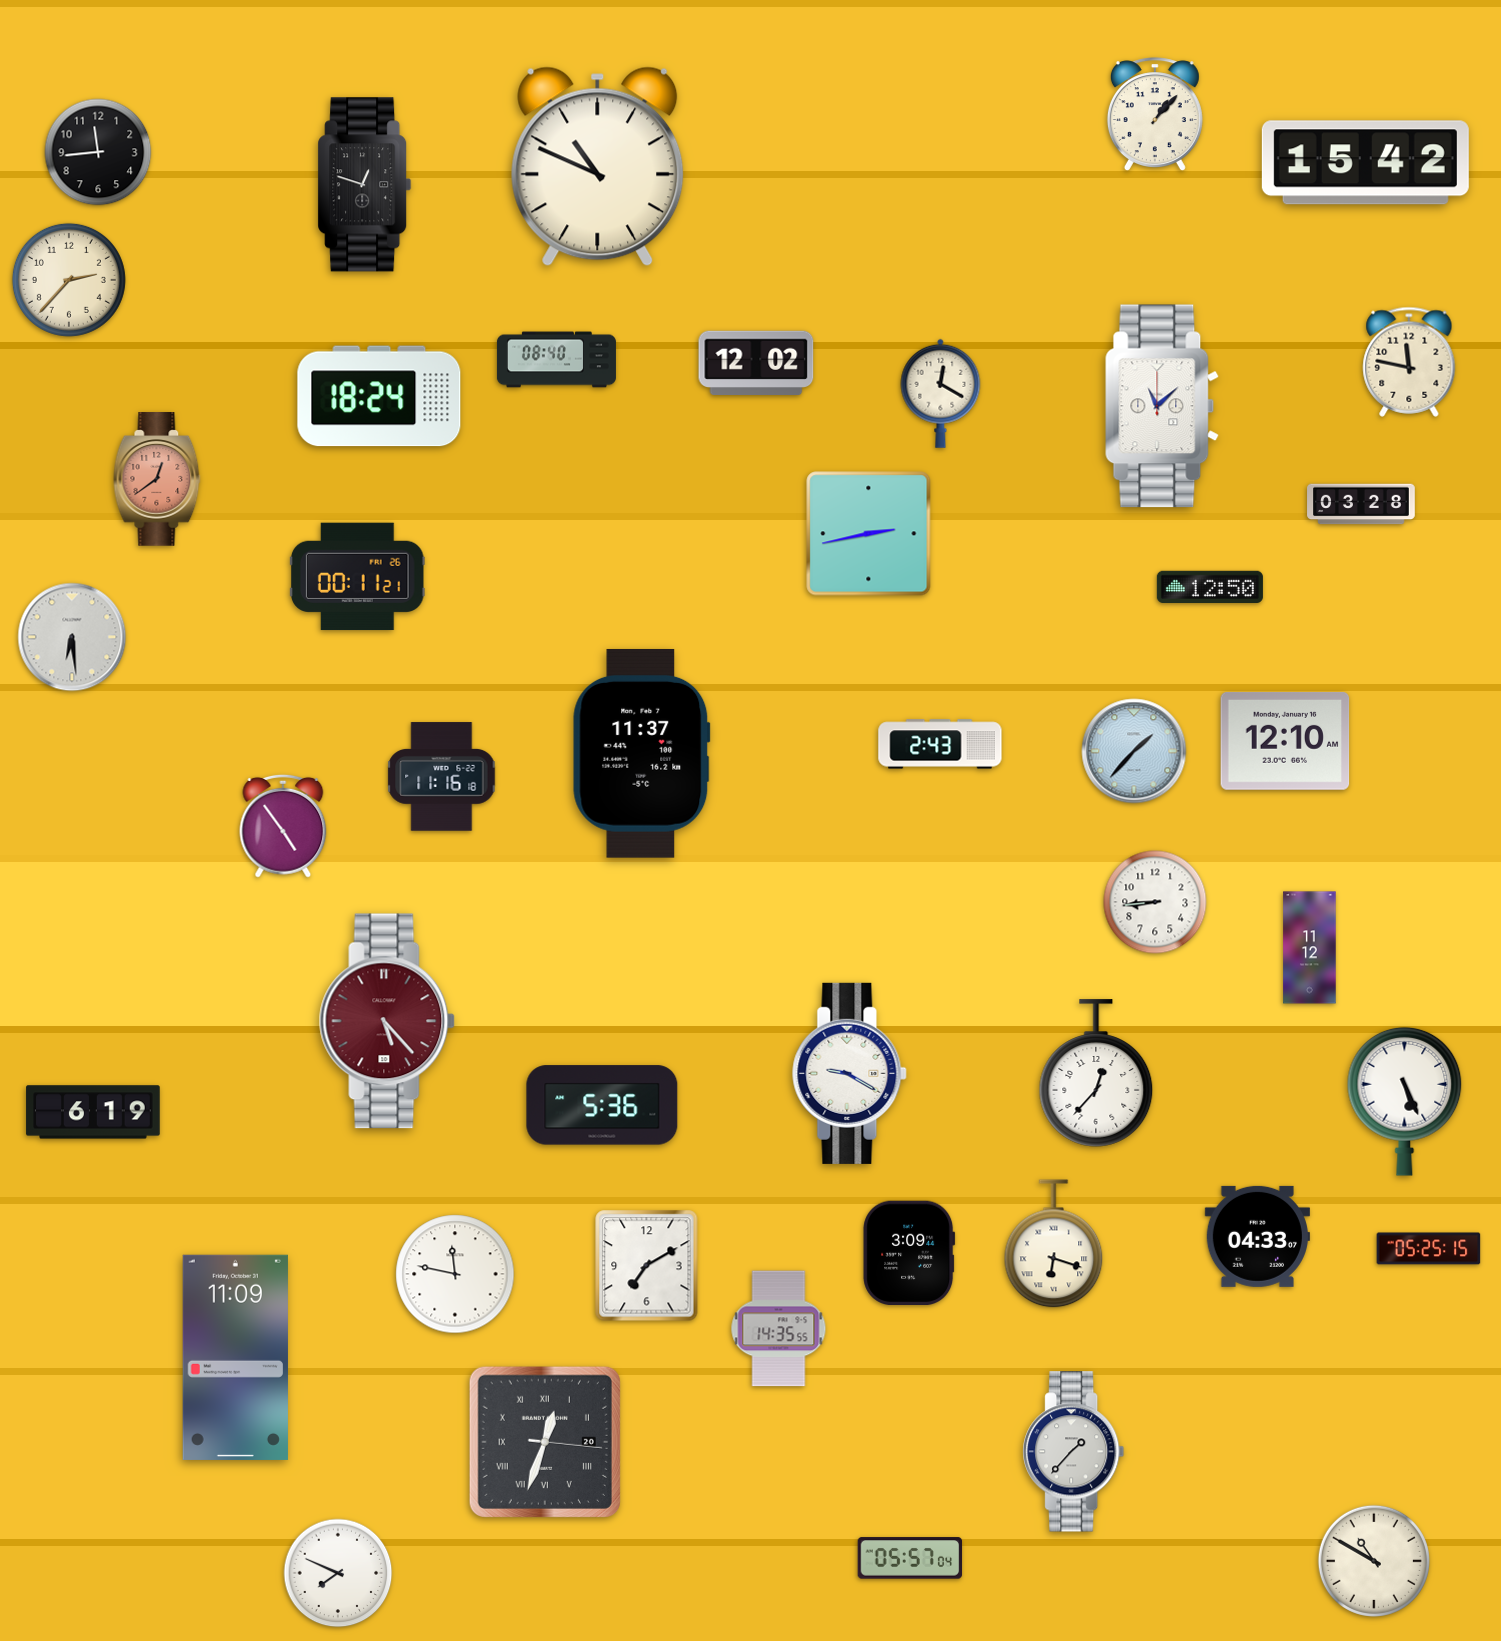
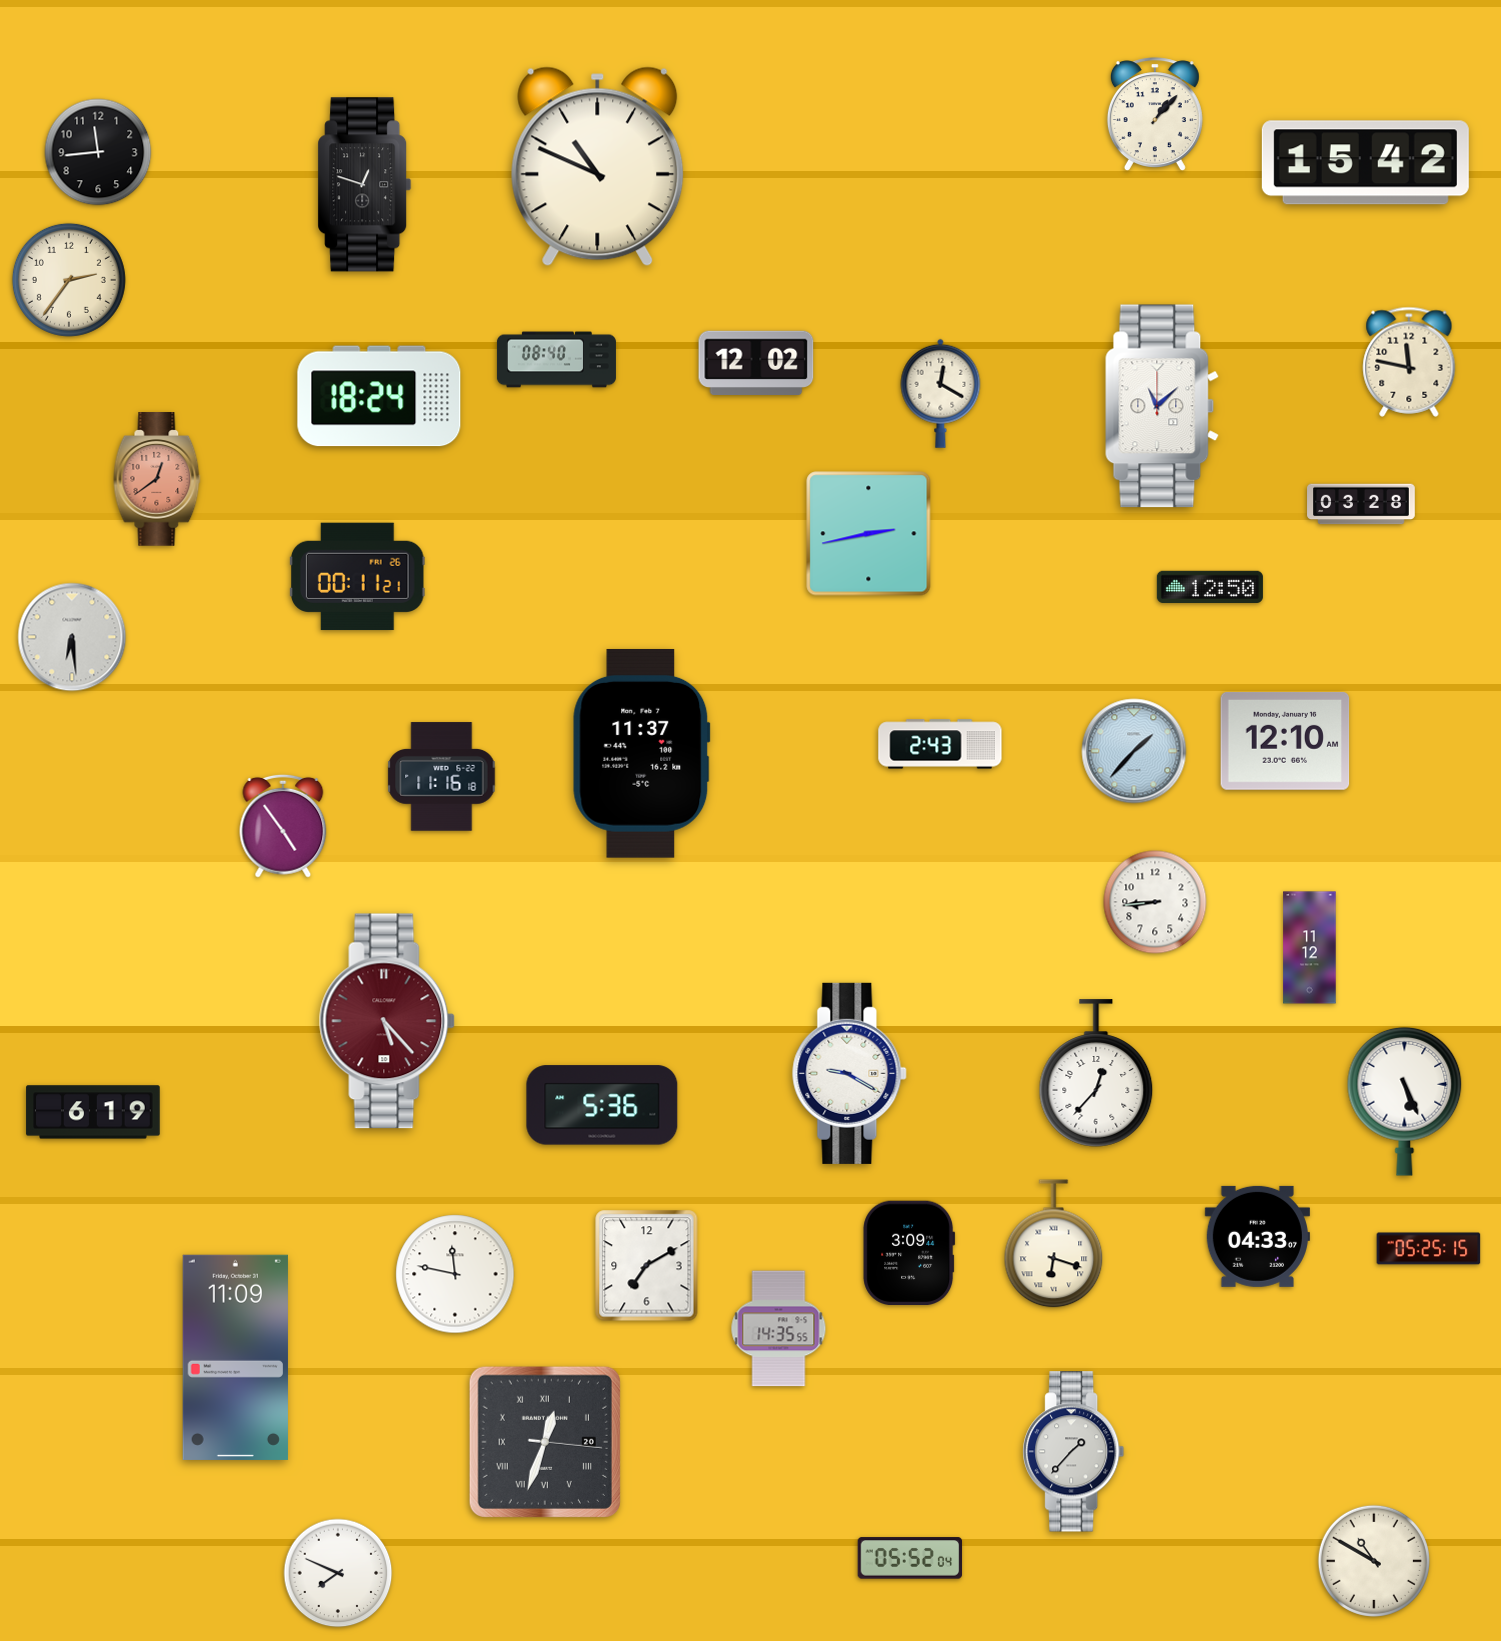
clock at (69, 280): 2:37 -> 2:36
clock at (910, 1558): 05:57 -> 05:52
